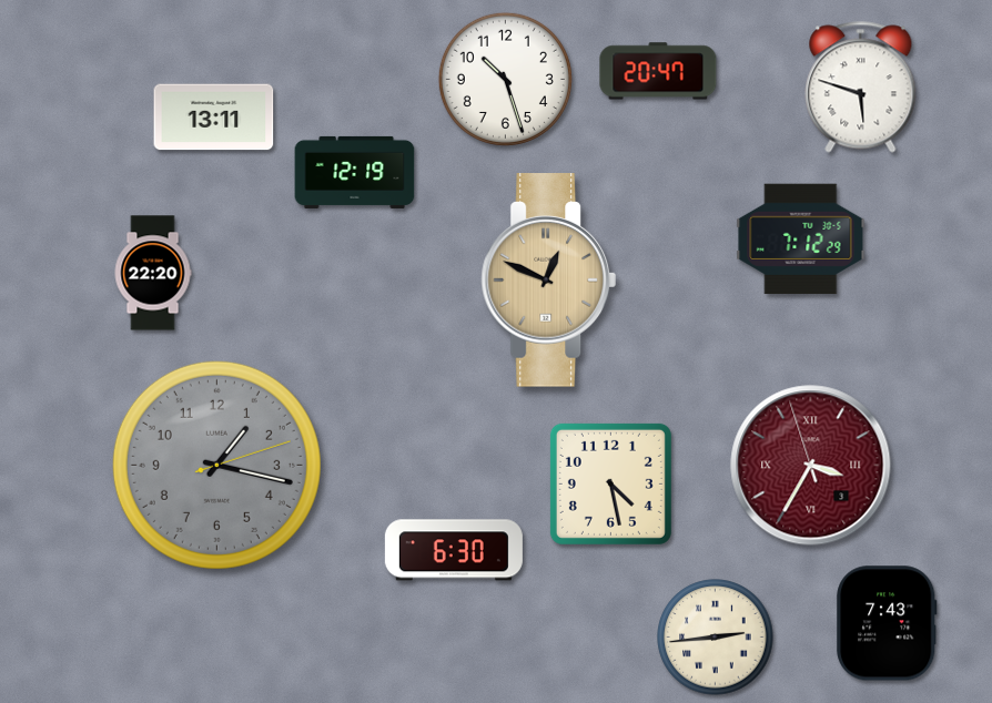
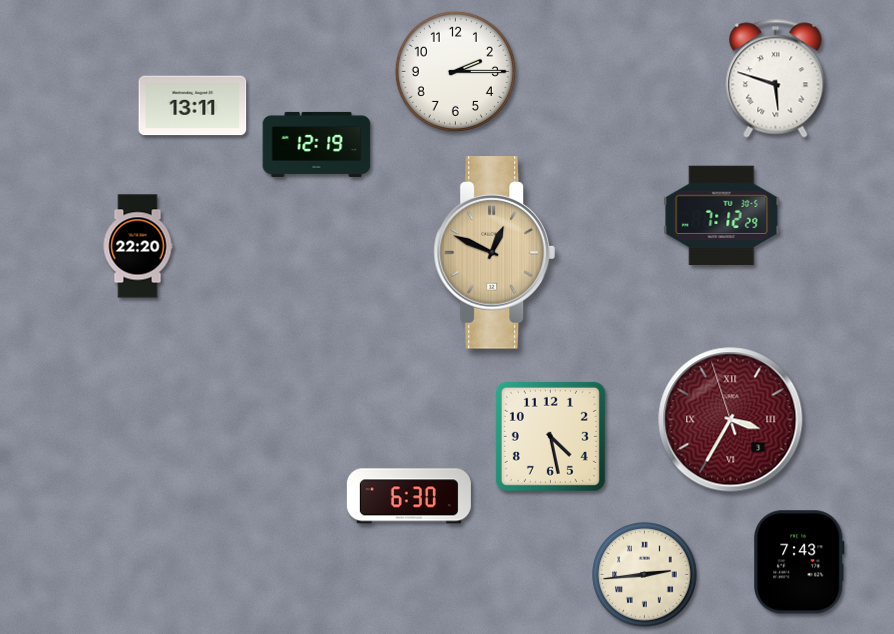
clock at (658, 71): 20:47 -> none
clock at (505, 79): 10:27 -> 2:15
clock at (355, 172) position: (355, 172) -> (317, 144)
clock at (216, 465): 1:17 -> none
